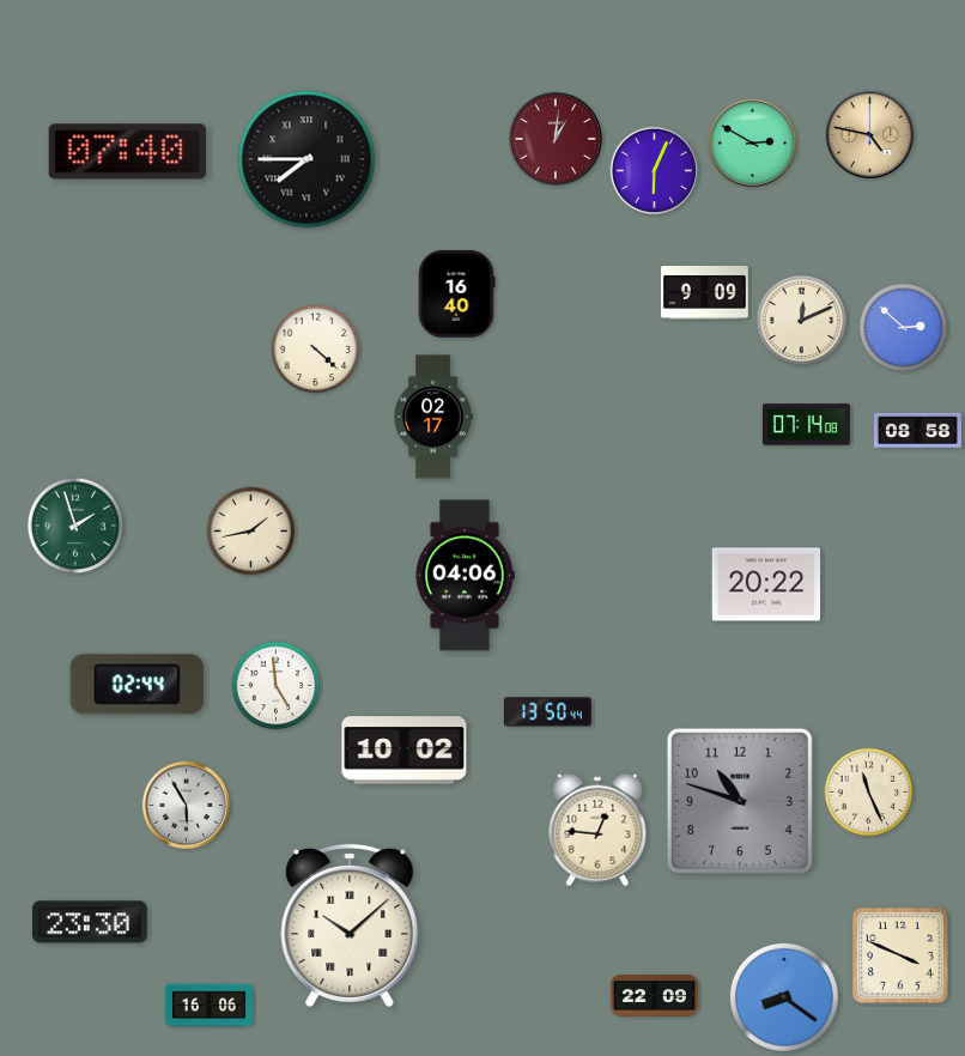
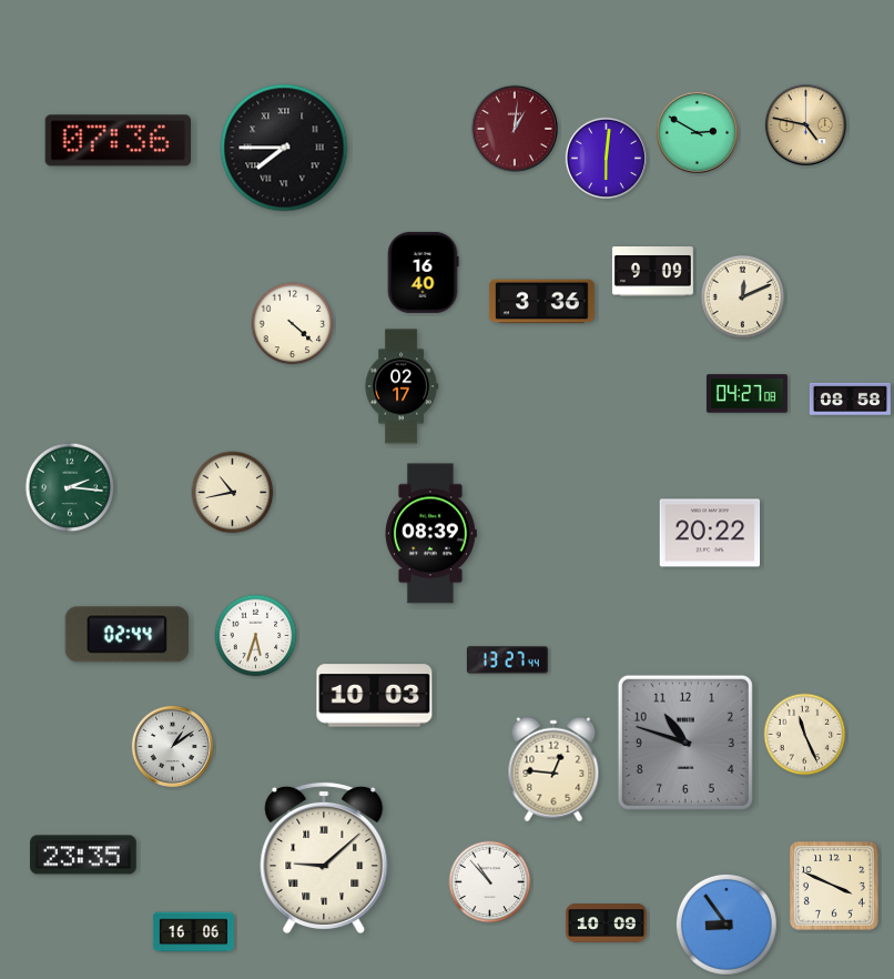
clock at (127, 152): 07:40 -> 07:36
clock at (654, 170): 6:04 -> 6:01
clock at (541, 302): none -> 3:36
clock at (904, 328): 2:52 -> none
clock at (806, 425): 07:14 -> 04:27
clock at (75, 526): 1:57 -> 2:16
clock at (251, 532): 1:43 -> 10:43
clock at (465, 576): 04:06 -> 08:39
clock at (766, 584) position: (766, 584) -> (710, 533)
clock at (277, 686): 4:59 -> 5:33
clock at (547, 712): 13:50 -> 13:27
clock at (405, 751): 10:02 -> 10:03
clock at (186, 805): 5:55 -> 1:09
clock at (91, 922): 23:30 -> 23:35
clock at (350, 924): 10:08 -> 9:08
clock at (490, 882): none -> 10:53
clock at (654, 996): 22:09 -> 10:09
clock at (784, 997): 8:21 -> 8:54
